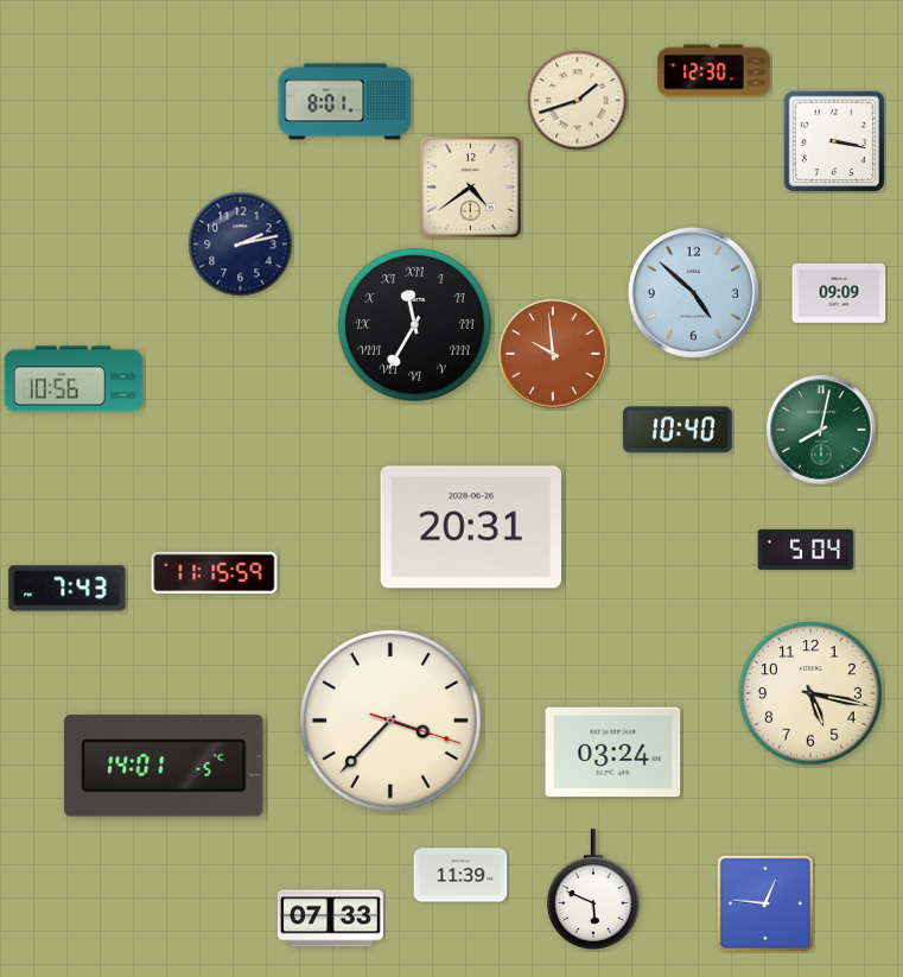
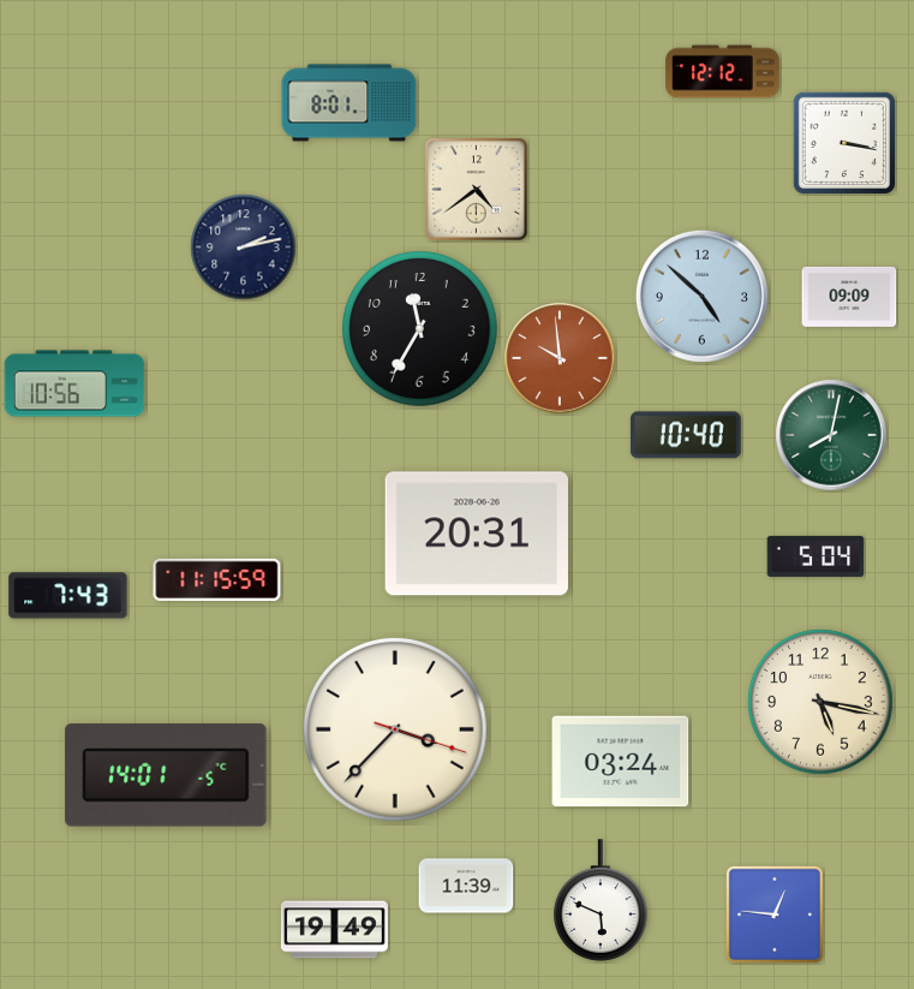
clock at (714, 71): 12:30 -> 12:12
clock at (578, 101): 1:42 -> none
clock at (415, 325) numerals: Roman -> Arabic
clock at (330, 919): 07:33 -> 19:49
